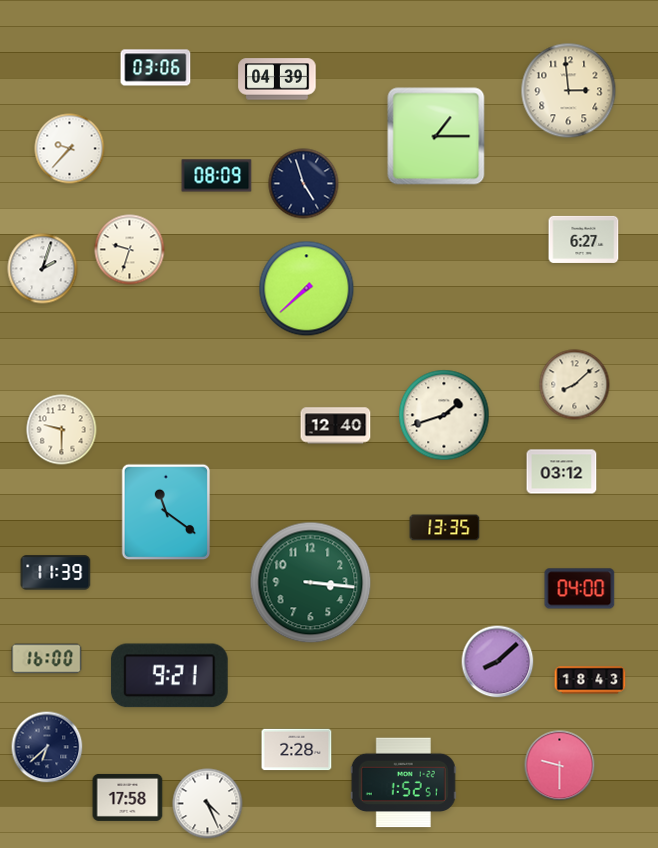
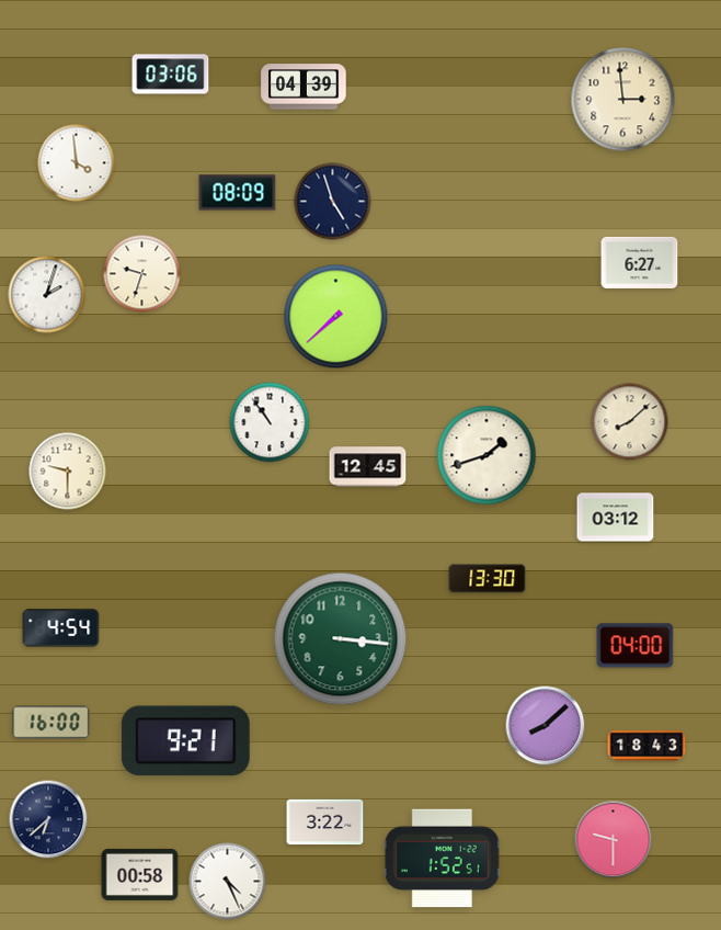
clock at (436, 136): 1:15 -> none
clock at (70, 149): 9:37 -> 3:59
clock at (270, 422): none -> 10:54
clock at (336, 426): 12:40 -> 12:45
clock at (166, 512): 11:21 -> none
clock at (445, 528): 13:35 -> 13:30
clock at (56, 573): 11:39 -> 4:54
clock at (47, 747) position: (47, 747) -> (48, 819)
clock at (297, 750): 2:28 -> 3:22
clock at (128, 797): 17:58 -> 00:58
